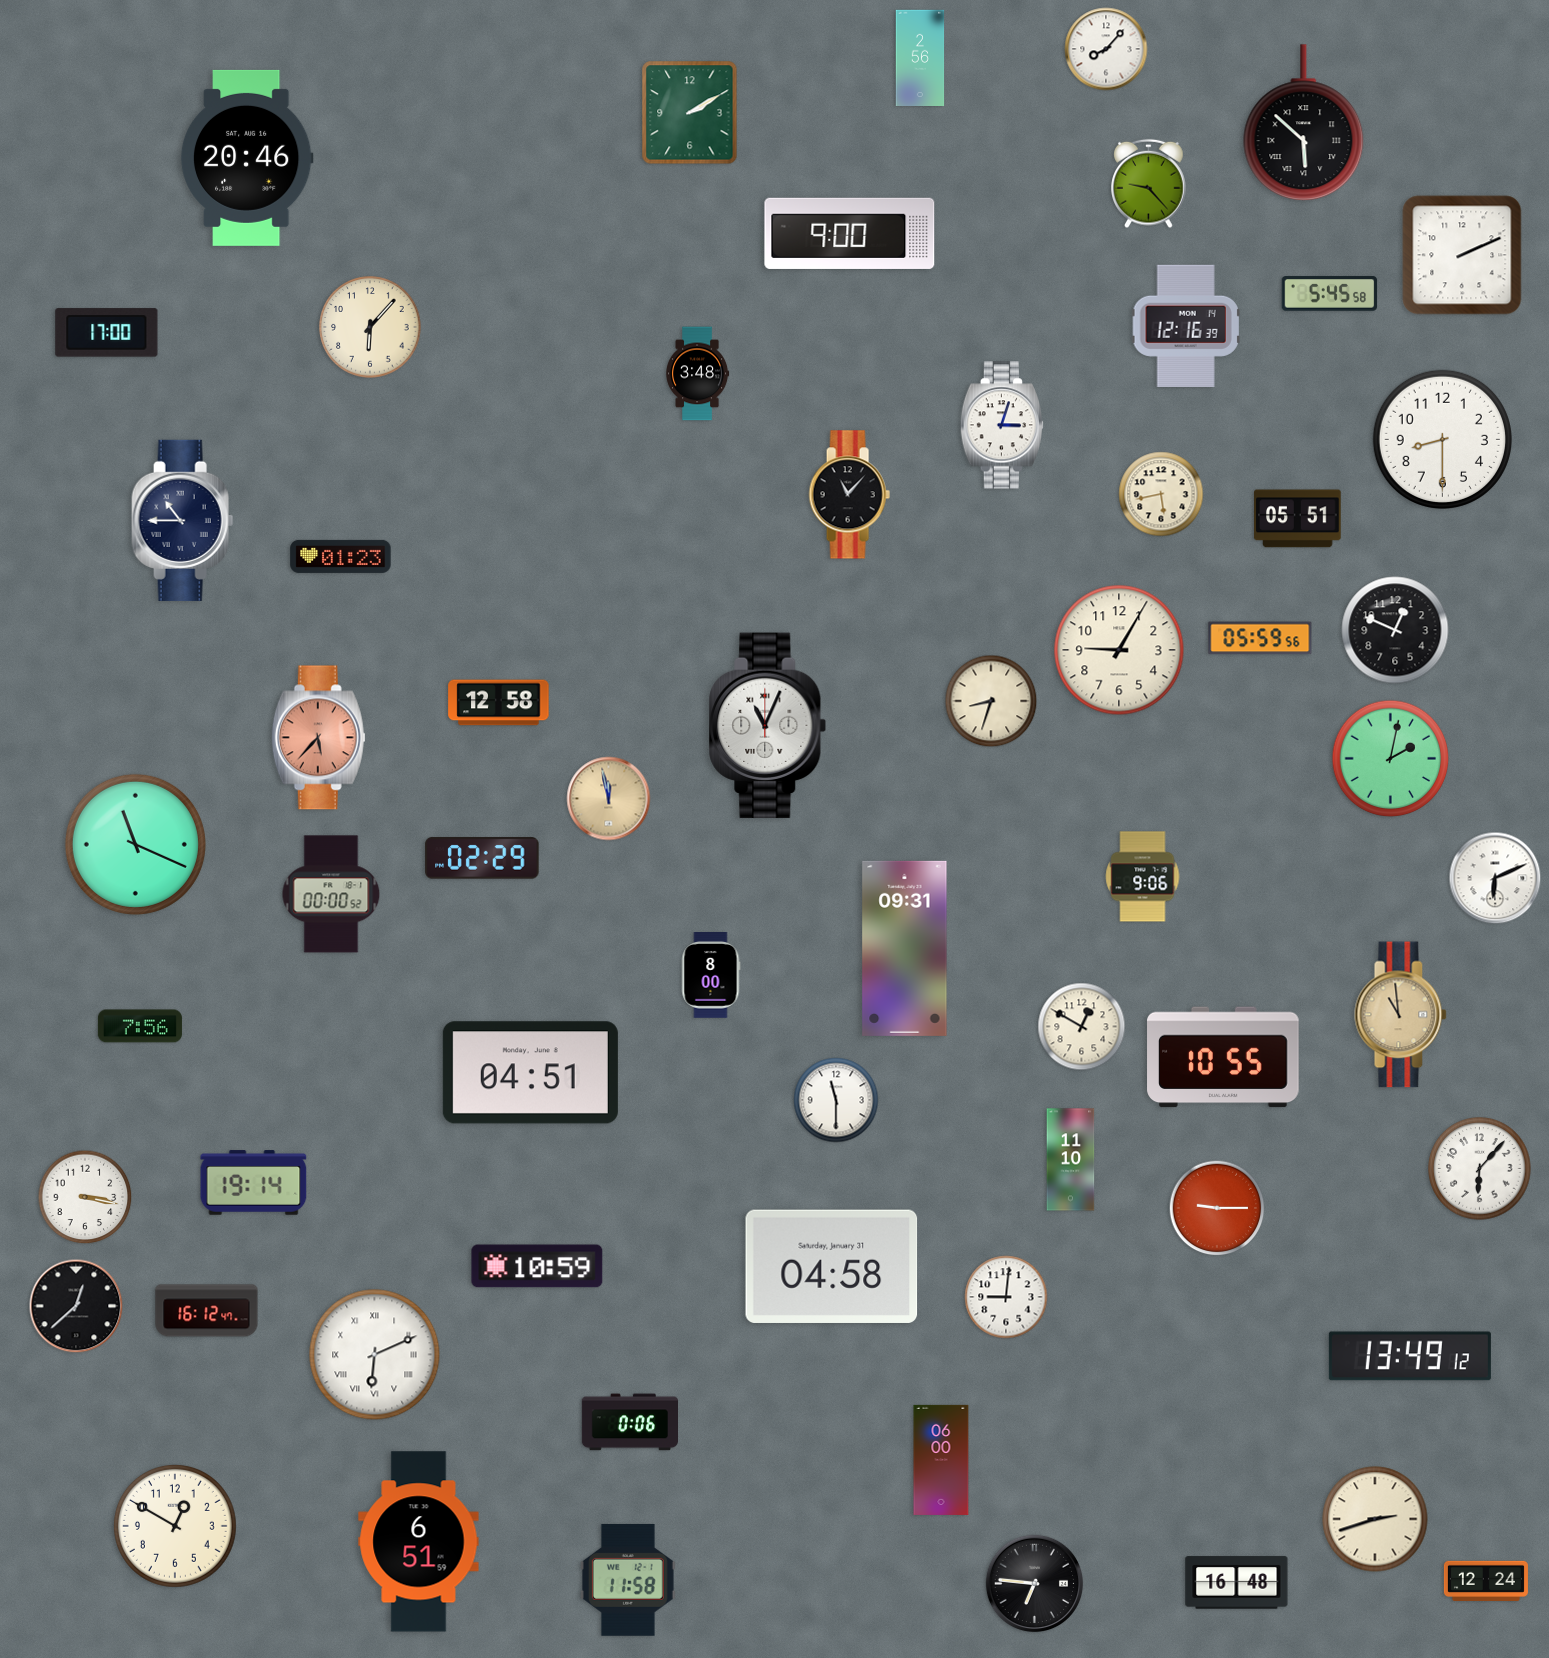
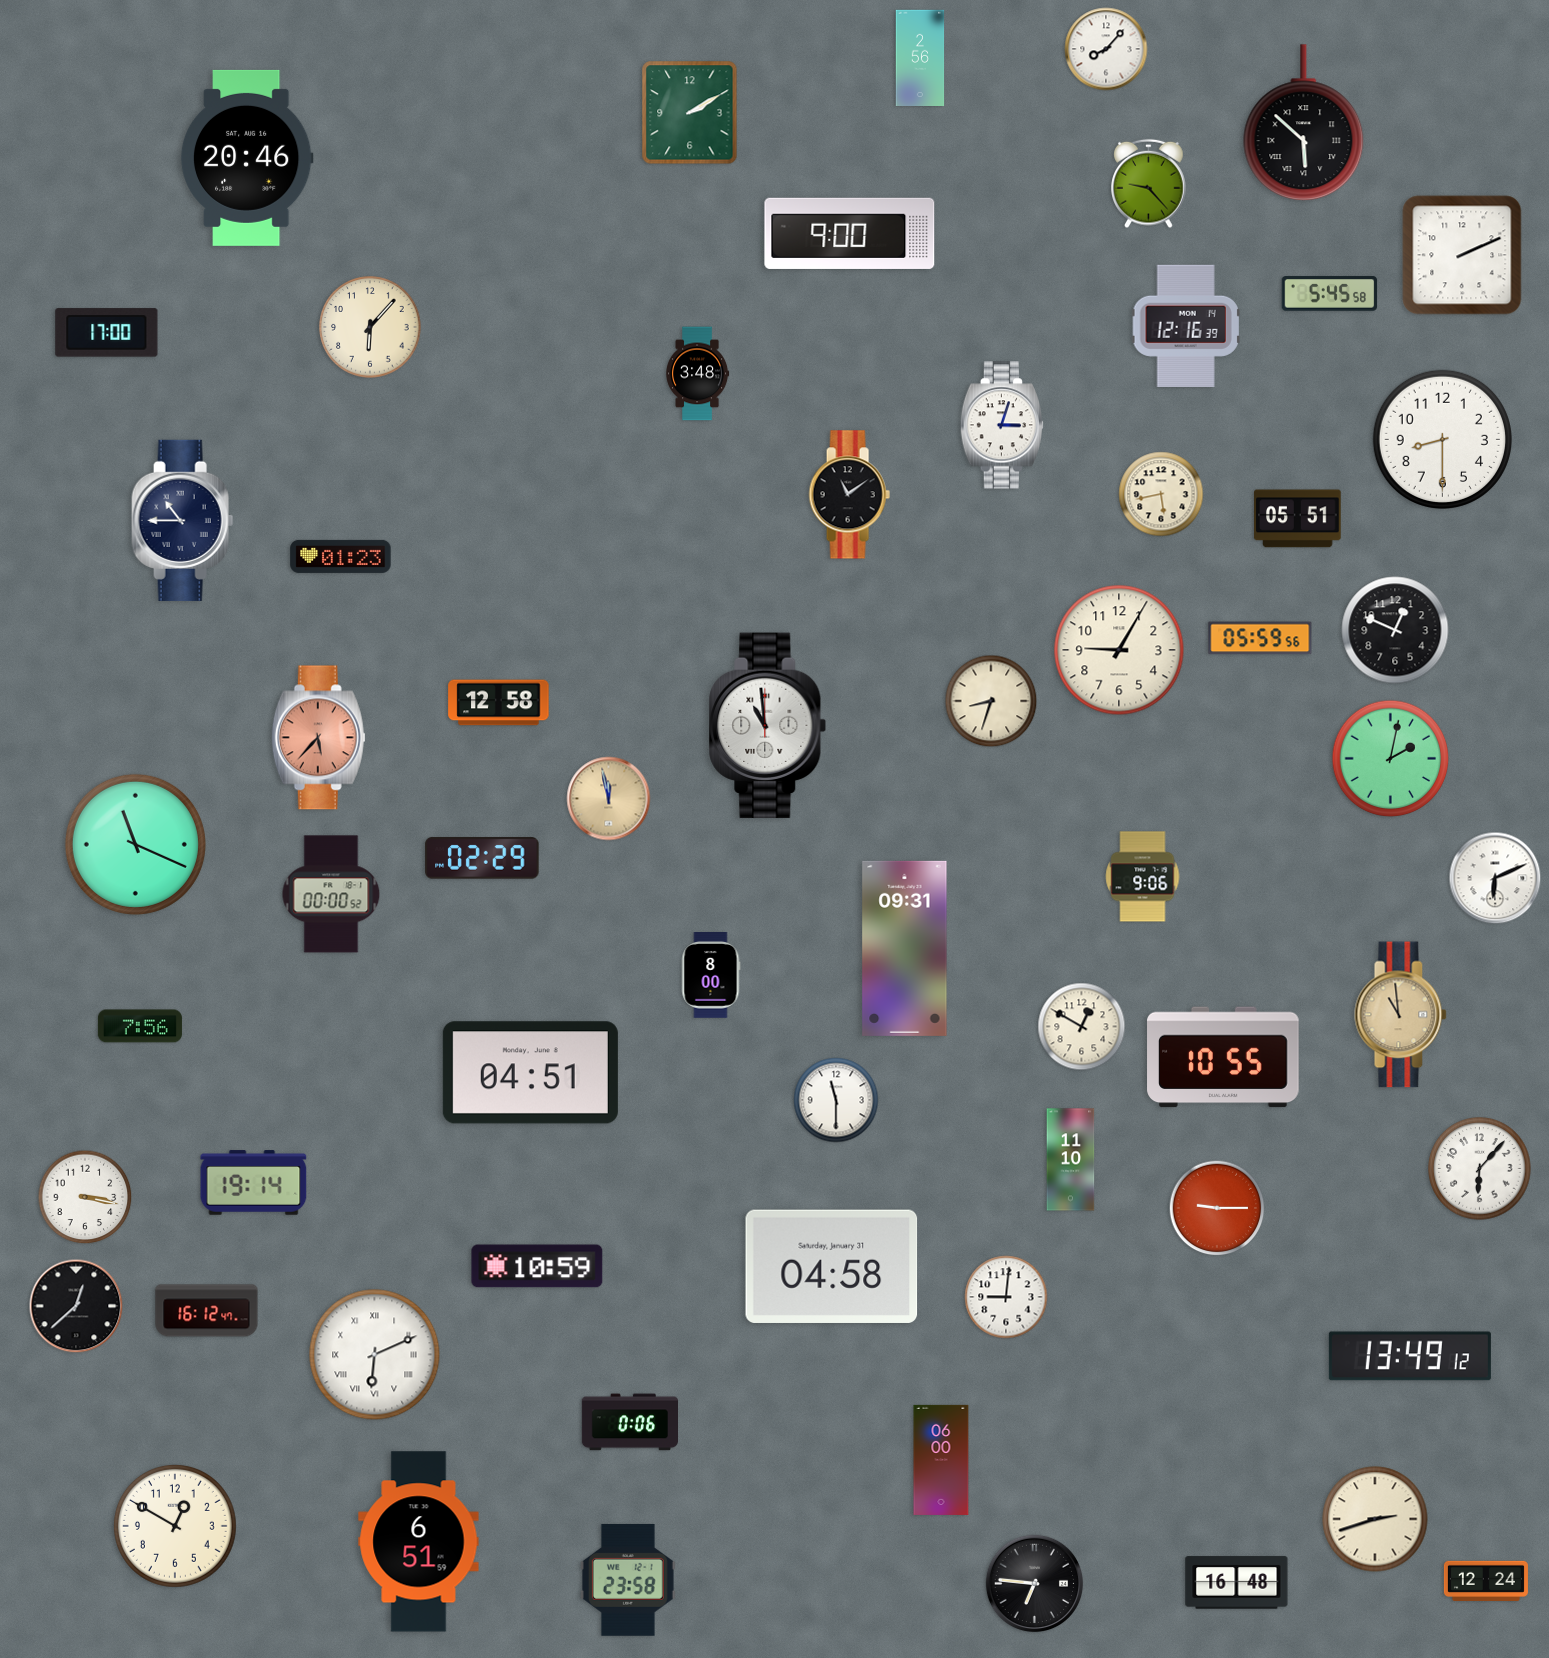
clock at (849, 495): 11:07 -> 11:09
clock at (768, 726): 11:04 -> 10:59
clock at (628, 1580): 11:58 -> 23:58
